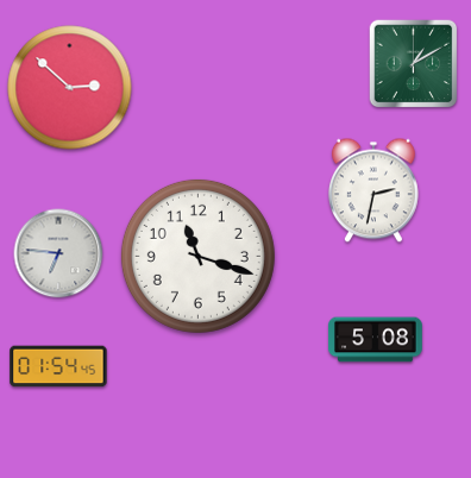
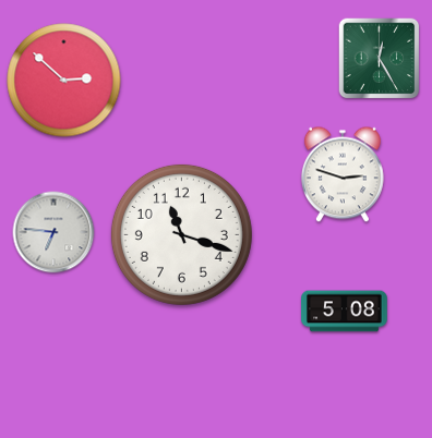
clock at (414, 64): 1:10 -> 12:25
clock at (373, 190): 2:32 -> 2:48
clock at (58, 366): 01:54 -> none
